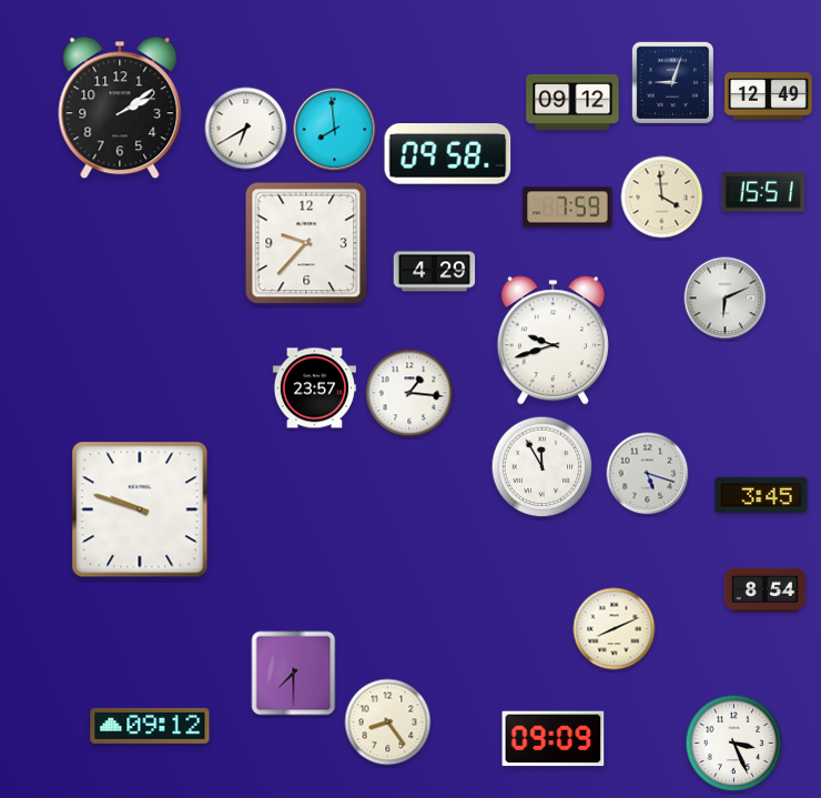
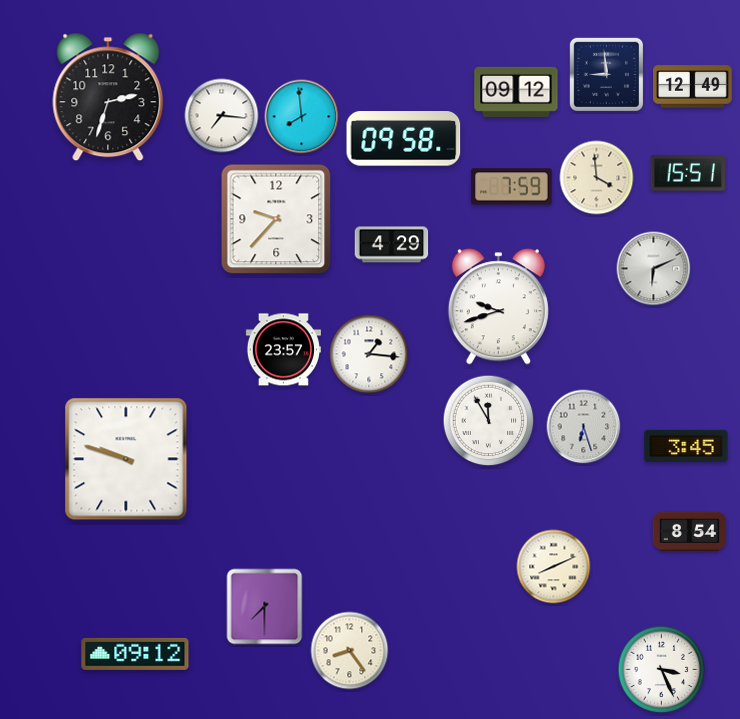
clock at (672, 82): 9:03 -> 8:59
clock at (120, 108): 2:09 -> 2:33
clock at (246, 129): 6:40 -> 7:16
clock at (648, 474): 5:18 -> 6:27
clock at (554, 739): 09:09 -> none
